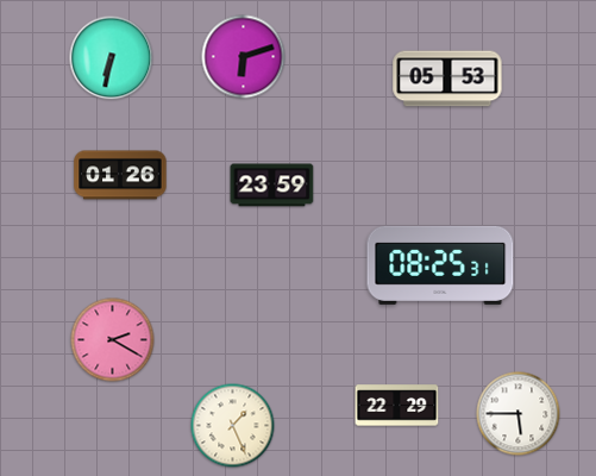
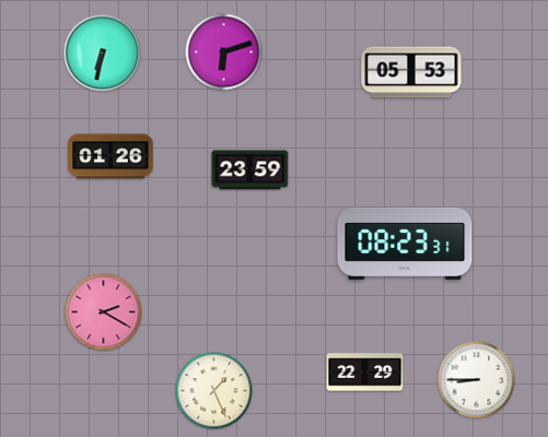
clock at (120, 175) position: (120, 175) -> (110, 156)
clock at (440, 265): 08:25 -> 08:23
clock at (519, 414): 5:45 -> 8:45
